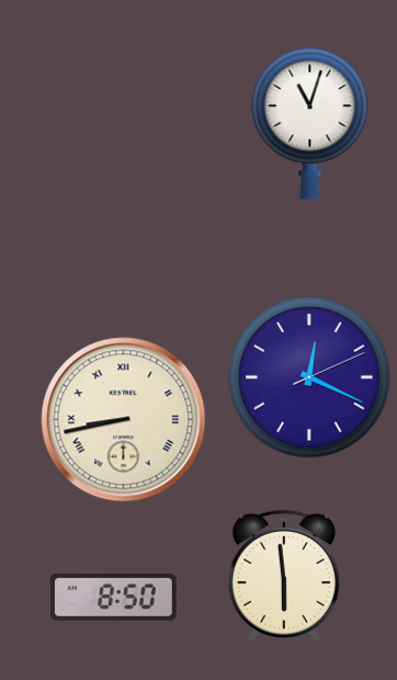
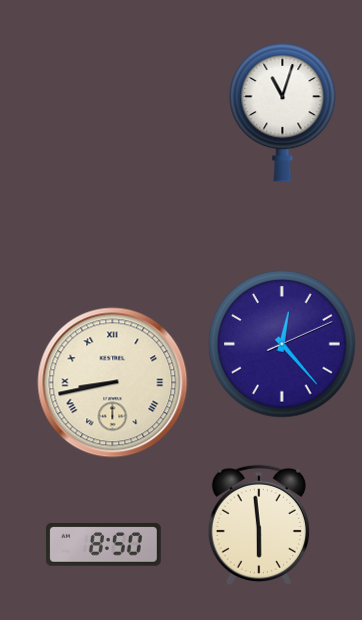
clock at (309, 377): 12:19 -> 12:23
